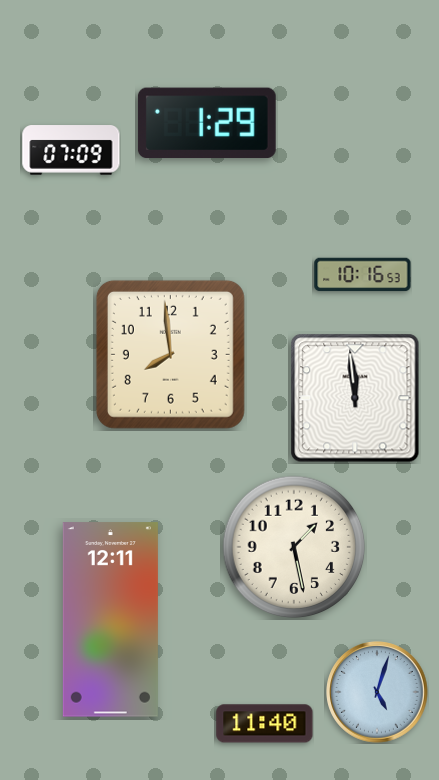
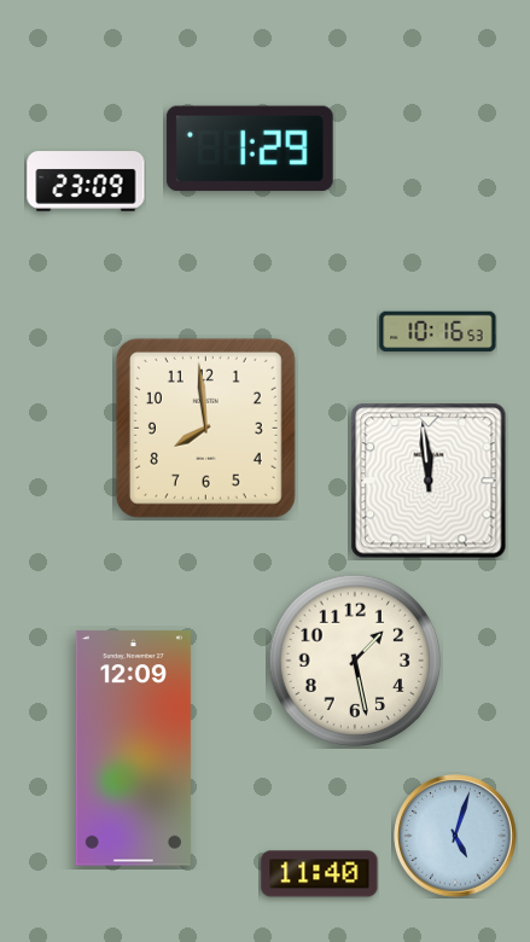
clock at (71, 150): 07:09 -> 23:09
clock at (110, 620): 12:11 -> 12:09
